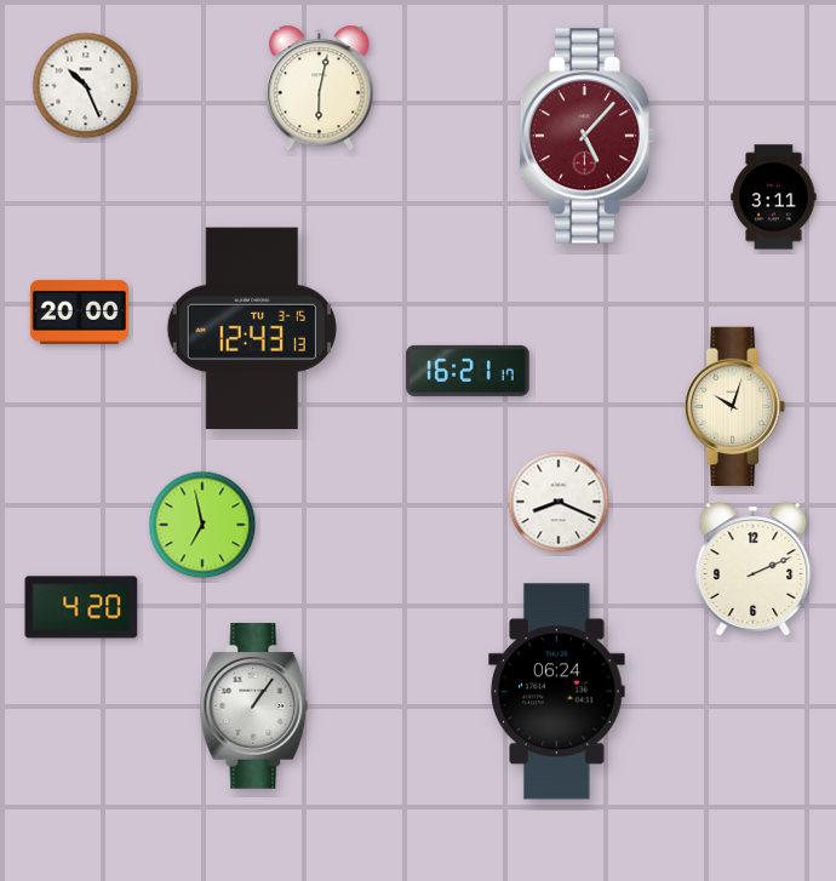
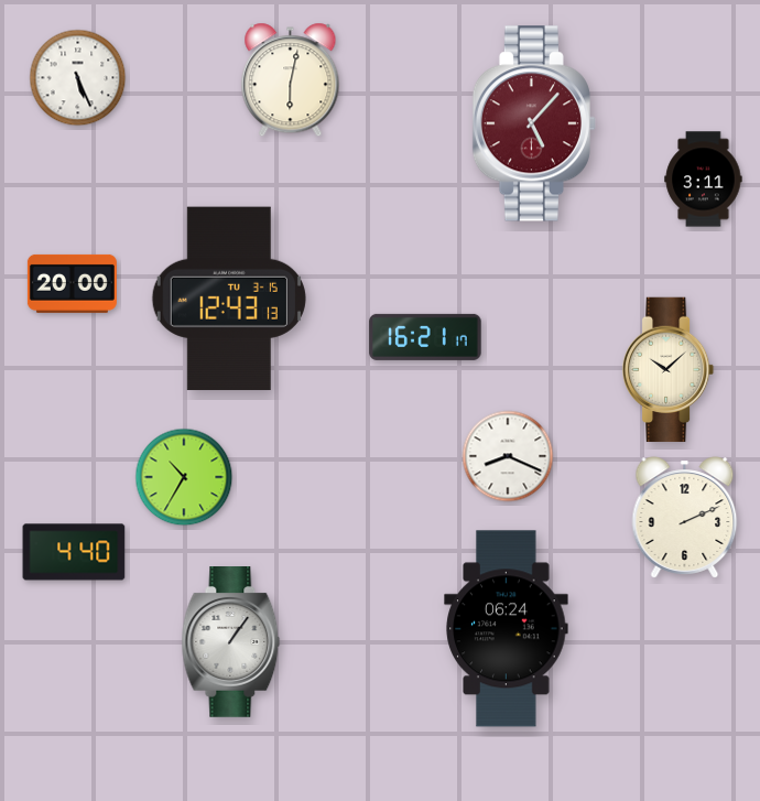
clock at (86, 86): 10:26 -> 5:26
clock at (735, 407): 10:03 -> 10:08
clock at (202, 525): 6:58 -> 10:35
clock at (81, 607): 4:20 -> 4:40
